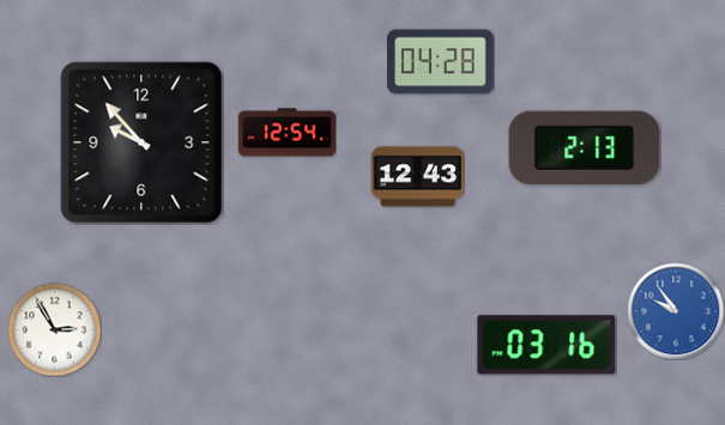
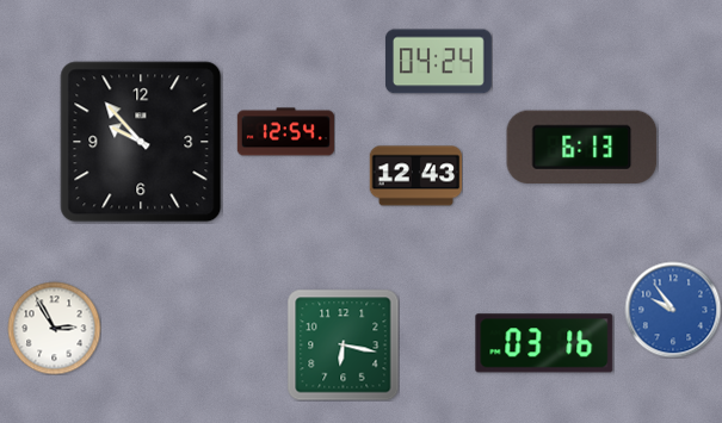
clock at (440, 62): 04:28 -> 04:24
clock at (585, 147): 2:13 -> 6:13
clock at (343, 344): none -> 6:17
